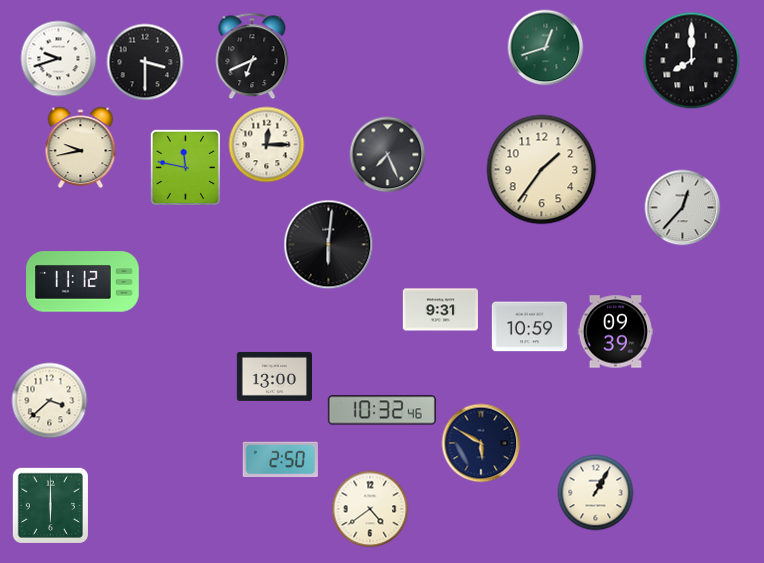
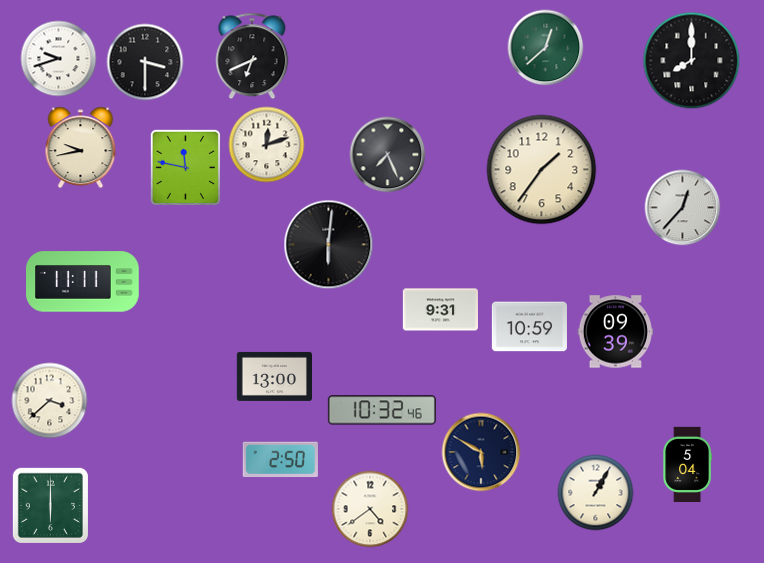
clock at (546, 48): 12:42 -> 12:38
clock at (267, 145): 12:15 -> 12:12
clock at (83, 282): 11:12 -> 11:11
clock at (481, 443) position: (481, 443) -> (481, 452)
clock at (687, 464): none -> 5:04
